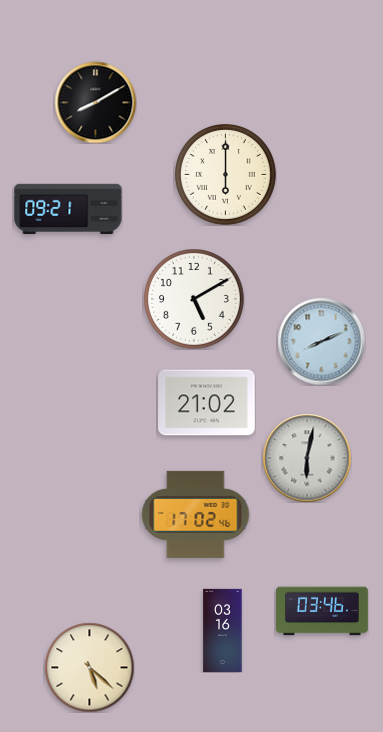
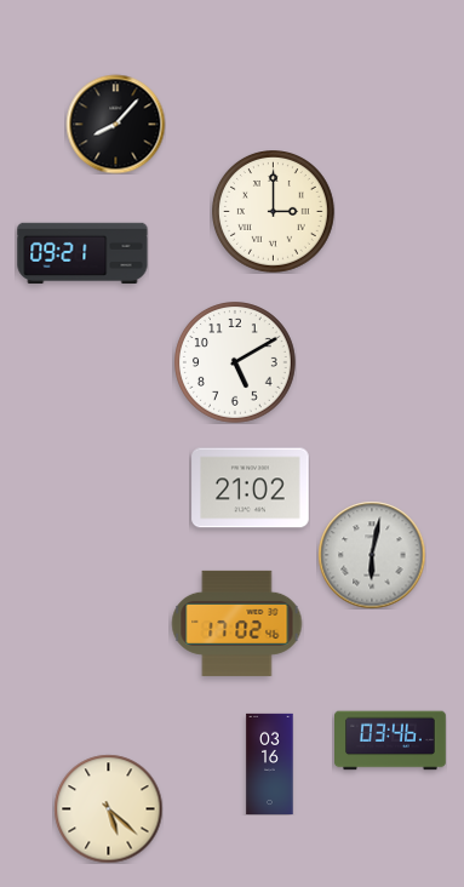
clock at (95, 102): 8:10 -> 8:07
clock at (226, 175): 6:00 -> 3:00
clock at (321, 341): 8:11 -> none
